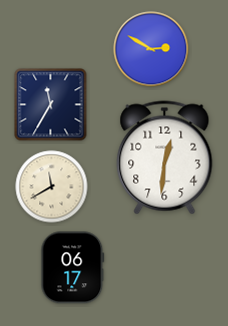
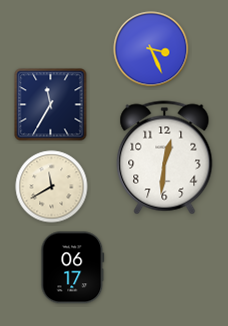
clock at (151, 49): 2:50 -> 3:26
